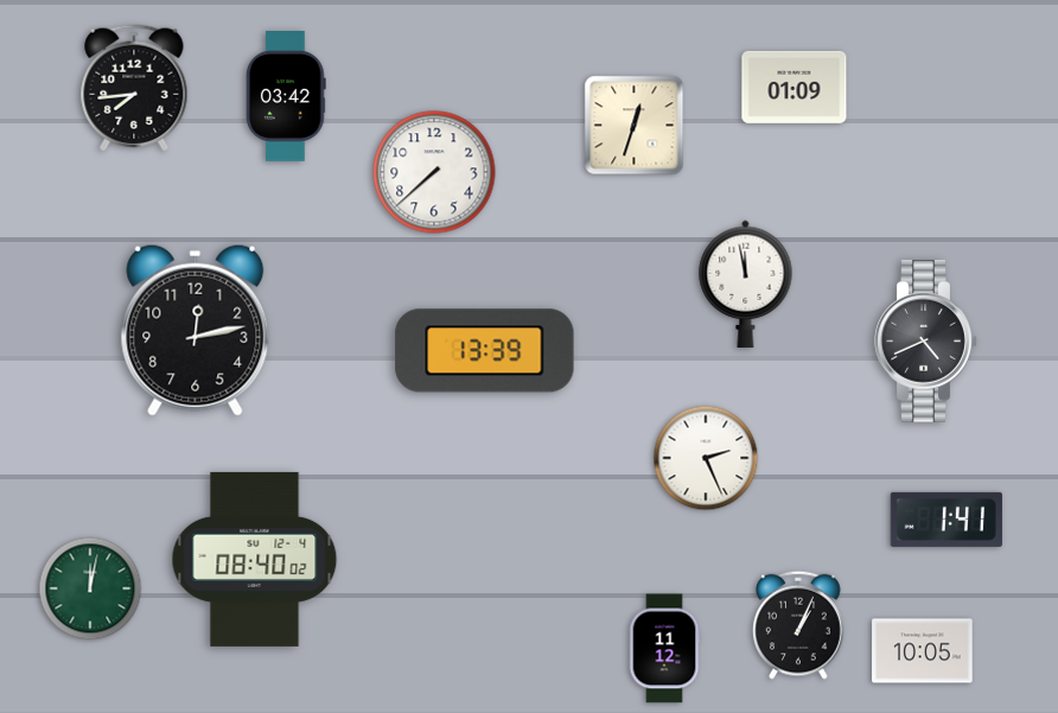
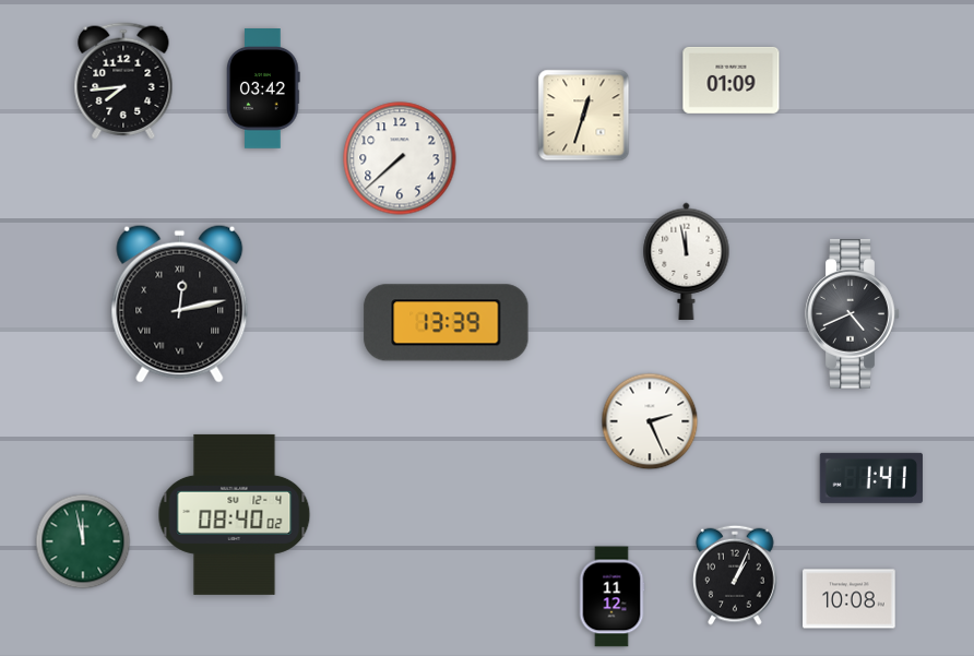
clock at (196, 330) numerals: Arabic -> Roman
clock at (90, 588): 12:02 -> 11:58
clock at (923, 651): 10:05 -> 10:08
